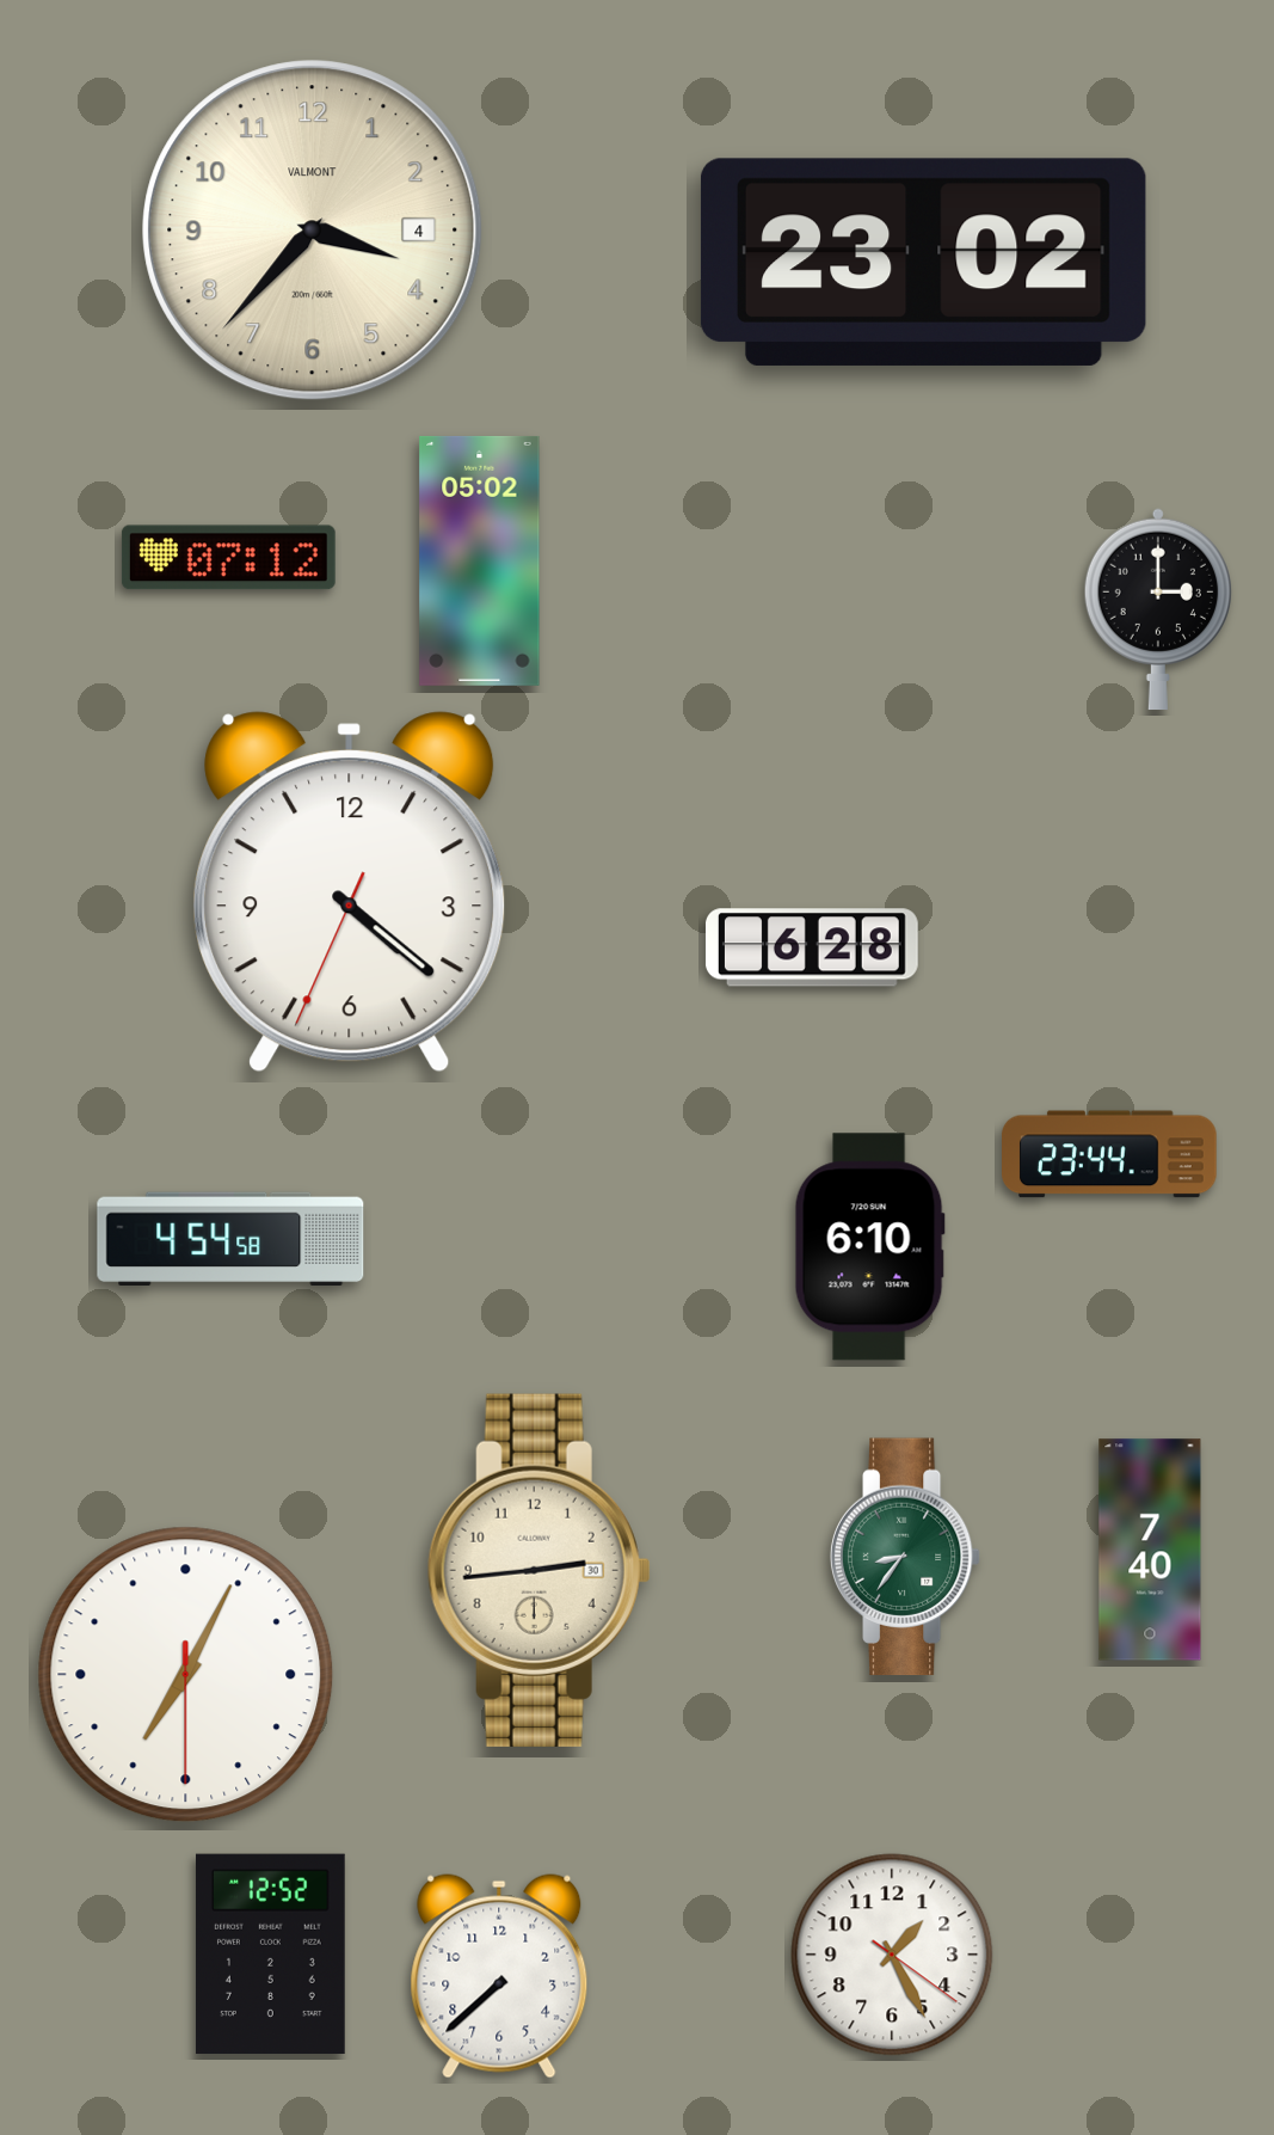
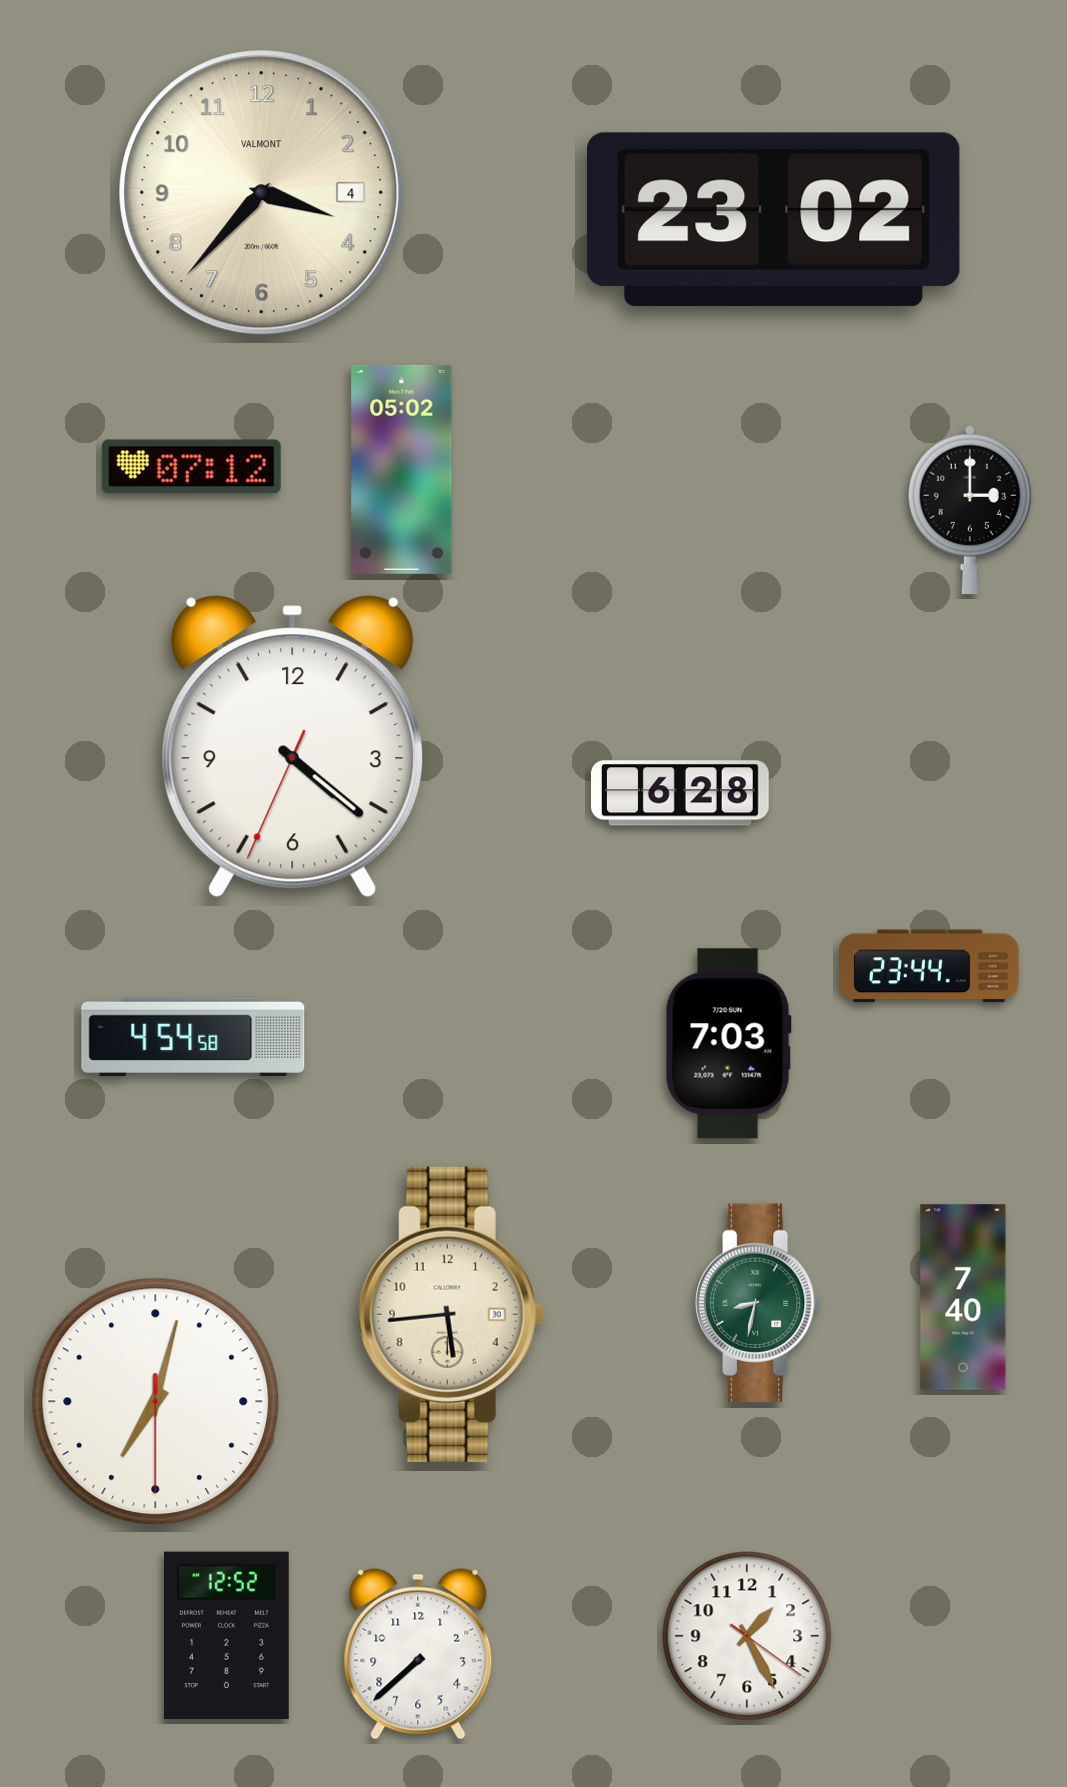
clock at (869, 1247): 6:10 -> 7:03
clock at (905, 1557): 8:36 -> 8:32
clock at (538, 1570): 2:44 -> 5:44
clock at (186, 1675): 7:04 -> 7:02
